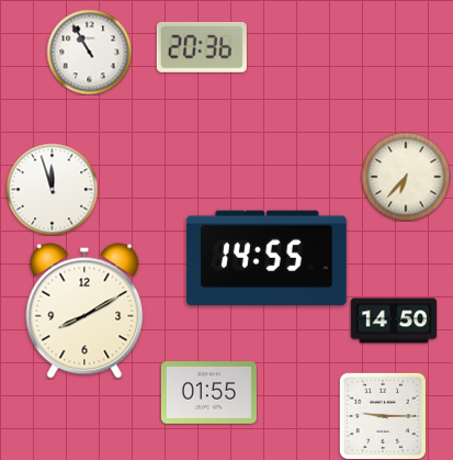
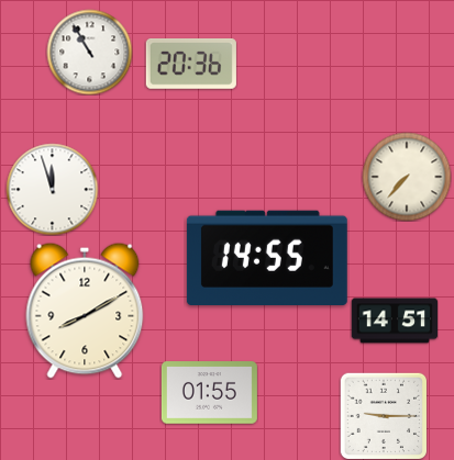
clock at (202, 47) position: (202, 47) -> (191, 64)
clock at (406, 177): 6:37 -> 7:37
clock at (394, 321): 14:50 -> 14:51
